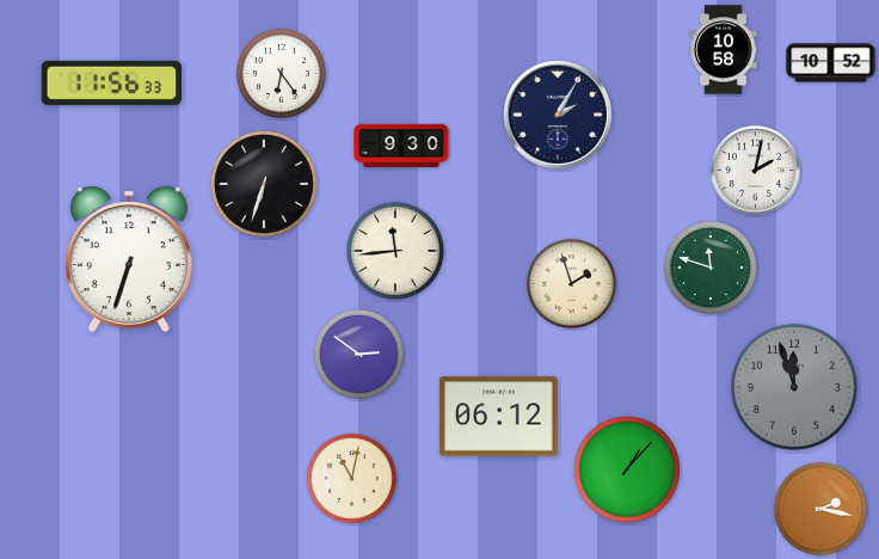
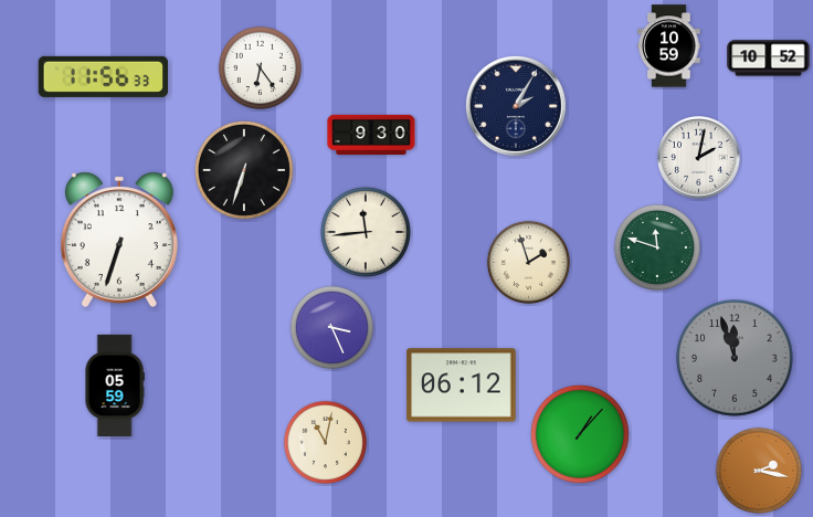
clock at (724, 50): 10:58 -> 10:59
clock at (358, 354): 2:51 -> 3:26
clock at (115, 384): none -> 05:59
